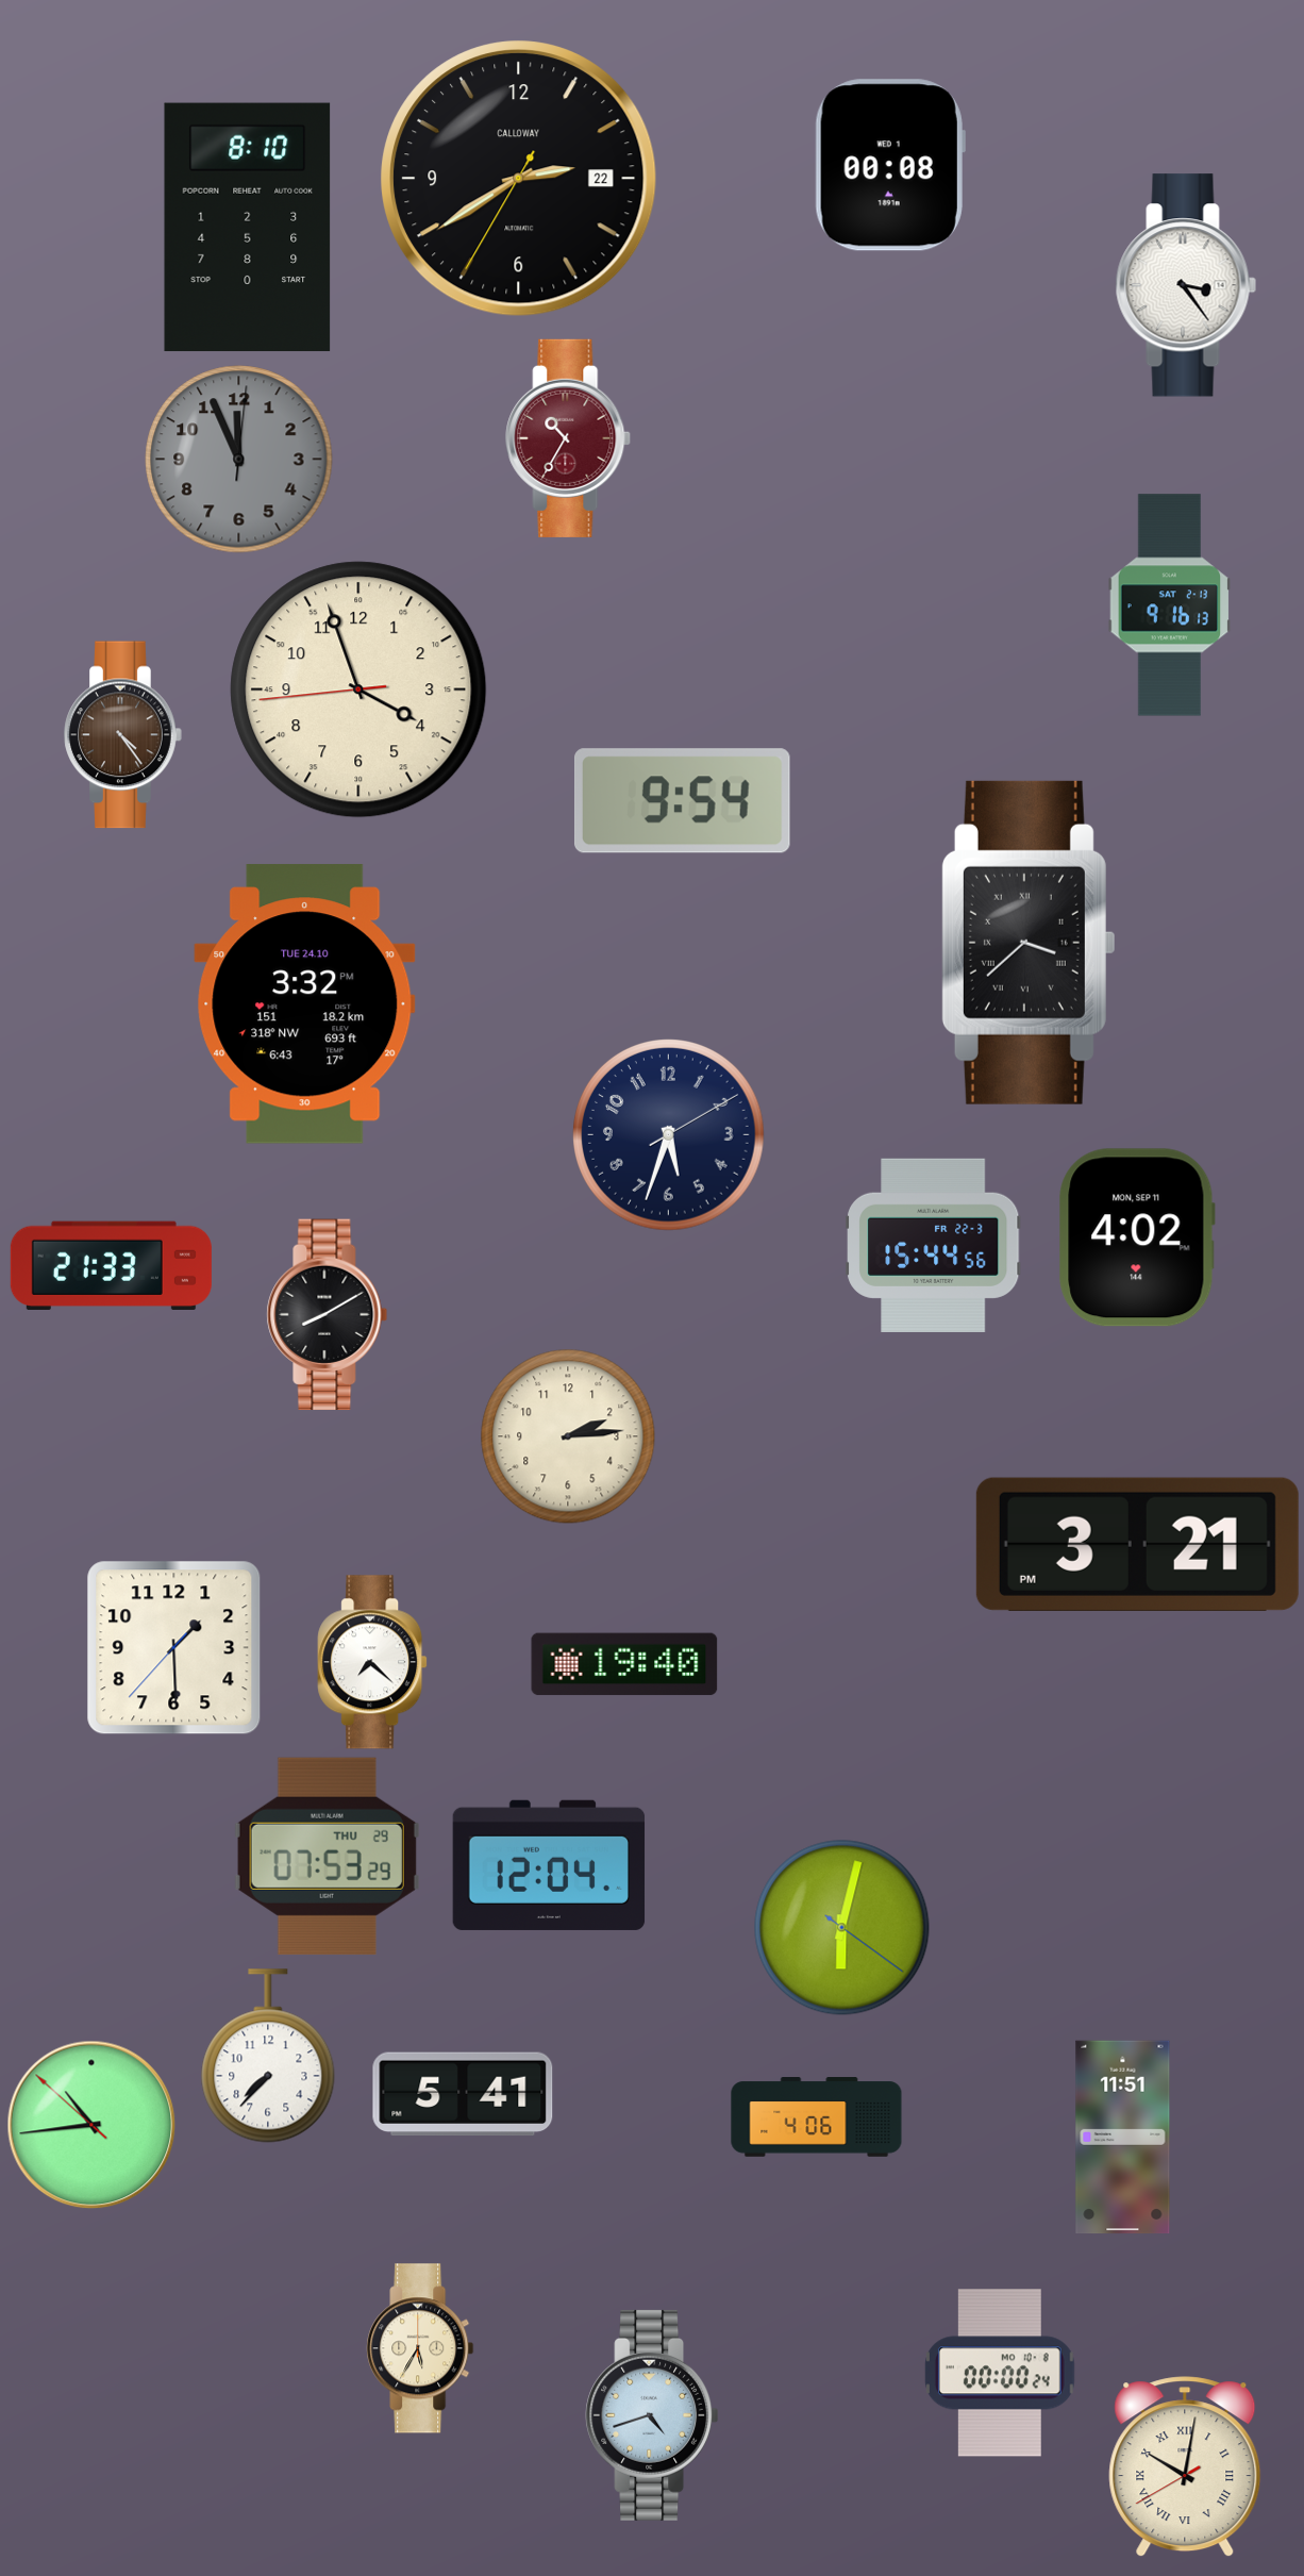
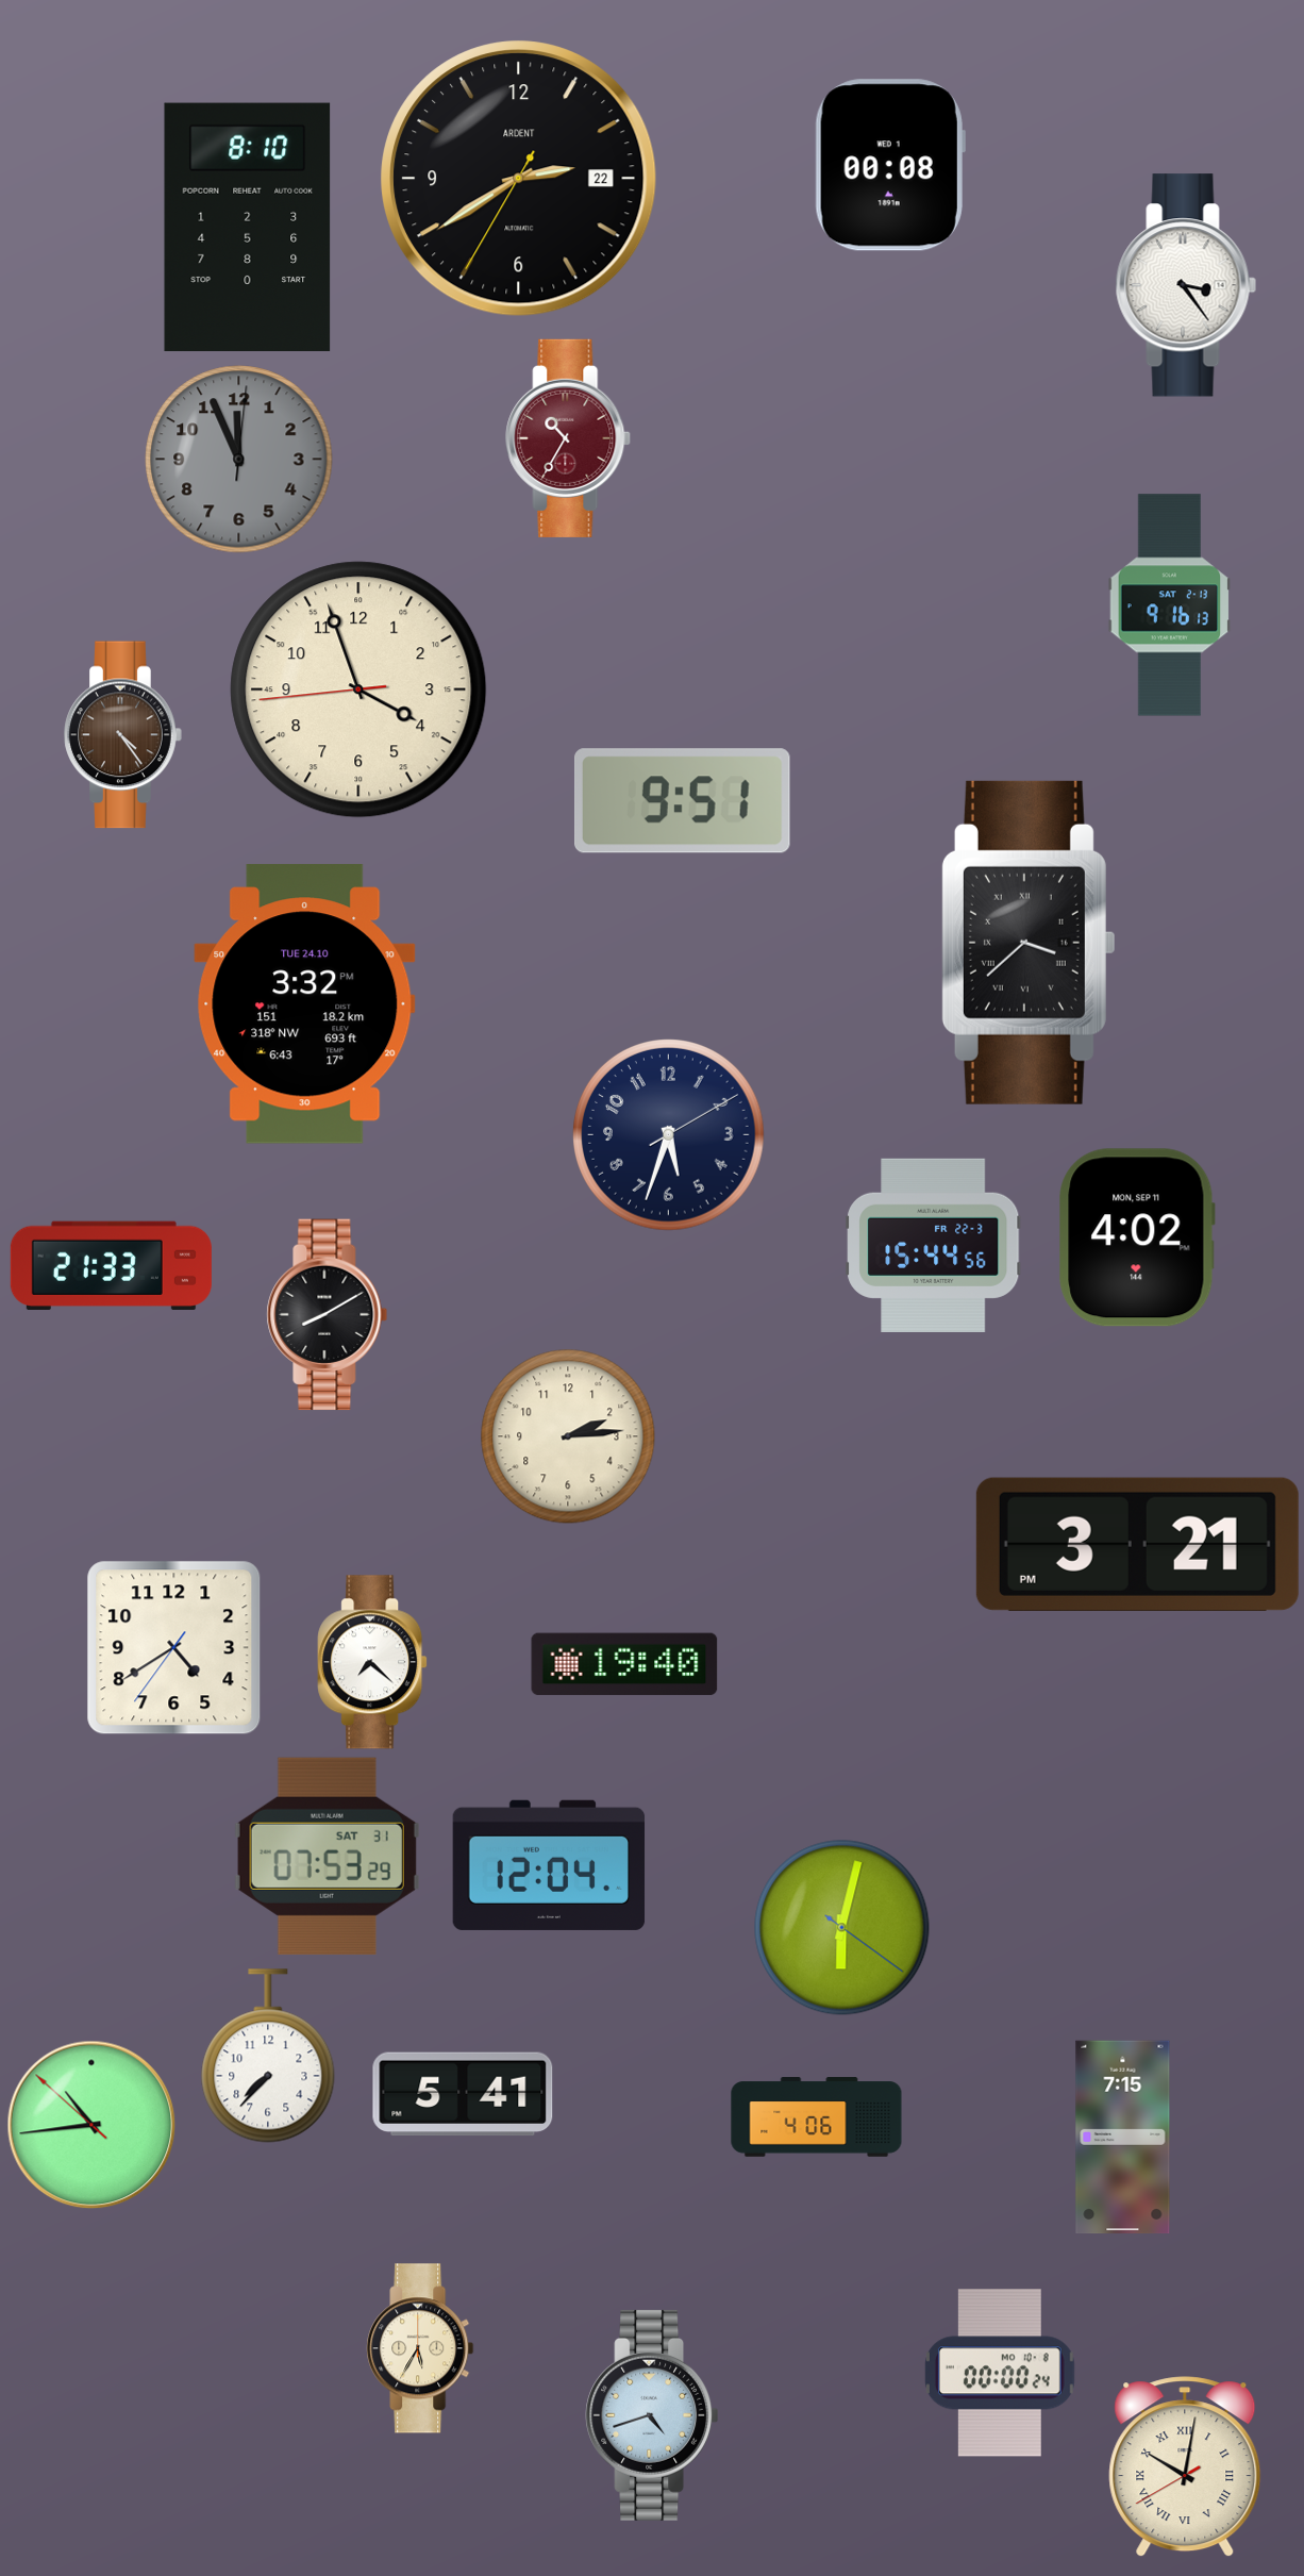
clock at (519, 179) brand: CALLOWAY -> ARDENT
clock at (682, 801): 9:54 -> 9:51
clock at (174, 1648): 1:29 -> 4:39
clock at (327, 1856) date: THU 29 -> SAT 31
clock at (1123, 2138): 11:51 -> 7:15
